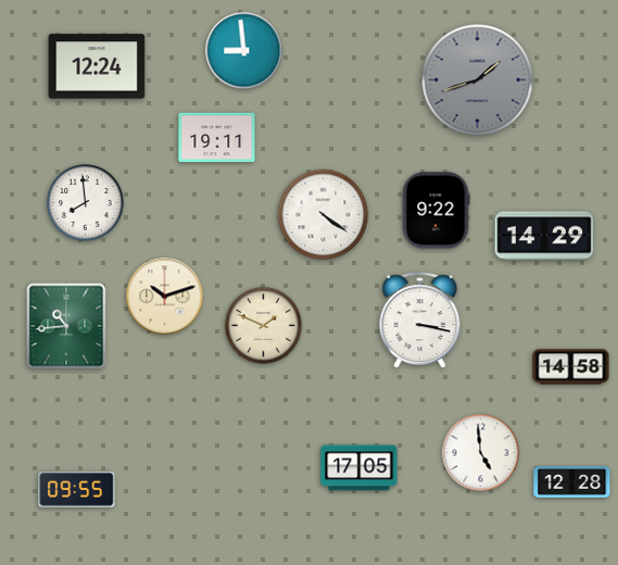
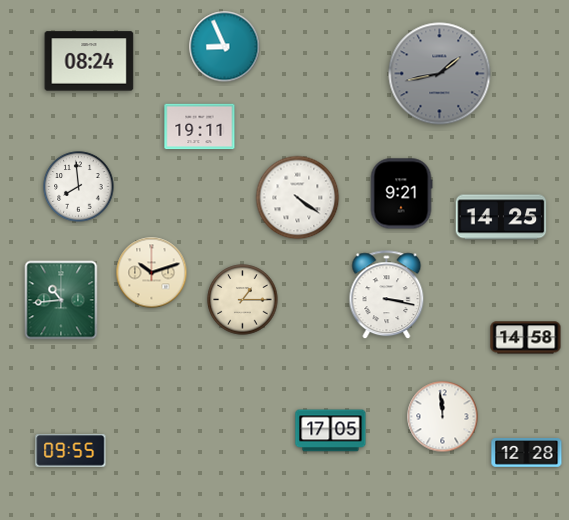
clock at (244, 51): 8:59 -> 8:56
clock at (97, 66): 12:24 -> 08:24
clock at (478, 80): 1:42 -> 1:43
clock at (436, 211): 9:22 -> 9:21
clock at (544, 236): 14:29 -> 14:25
clock at (264, 326): 1:49 -> 1:15
clock at (481, 453): 4:59 -> 11:59
clock at (572, 482) position: (572, 482) -> (527, 453)
